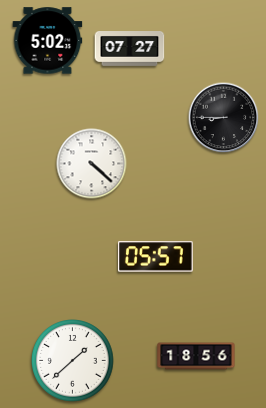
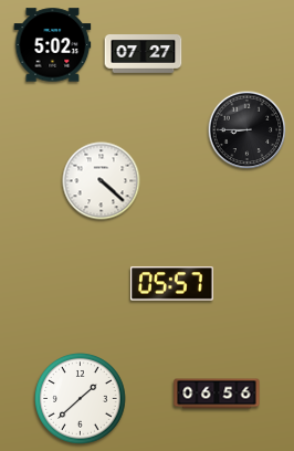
clock at (196, 356): 18:56 -> 06:56
